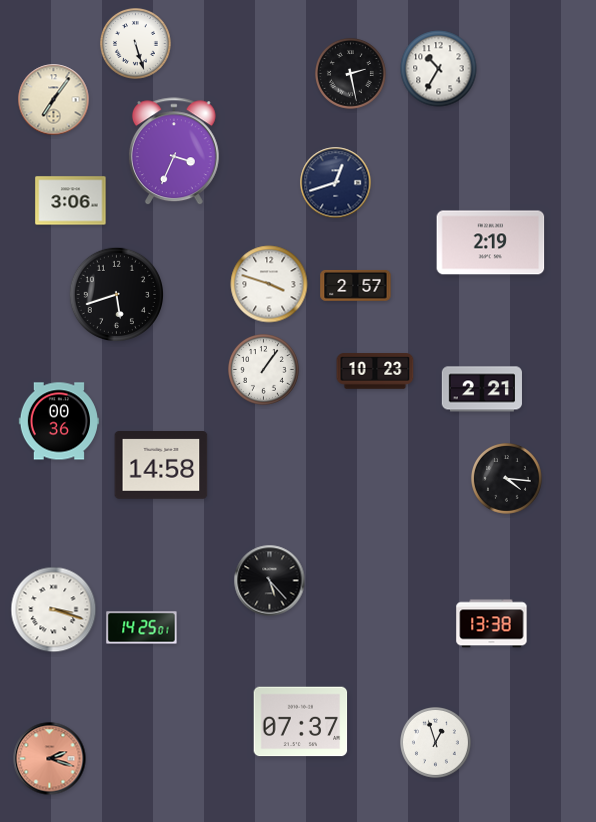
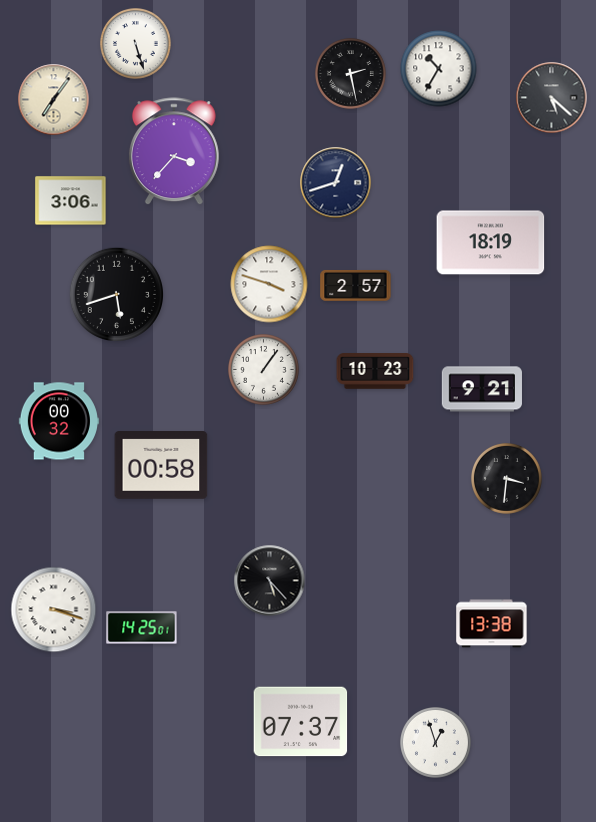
clock at (552, 98): none -> 5:22
clock at (174, 152): 3:34 -> 3:37
clock at (491, 243): 2:19 -> 18:19
clock at (481, 389): 2:21 -> 9:21
clock at (58, 421): 00:36 -> 00:32
clock at (161, 465): 14:58 -> 00:58
clock at (507, 479): 4:16 -> 3:31
clock at (50, 759): 2:18 -> none
